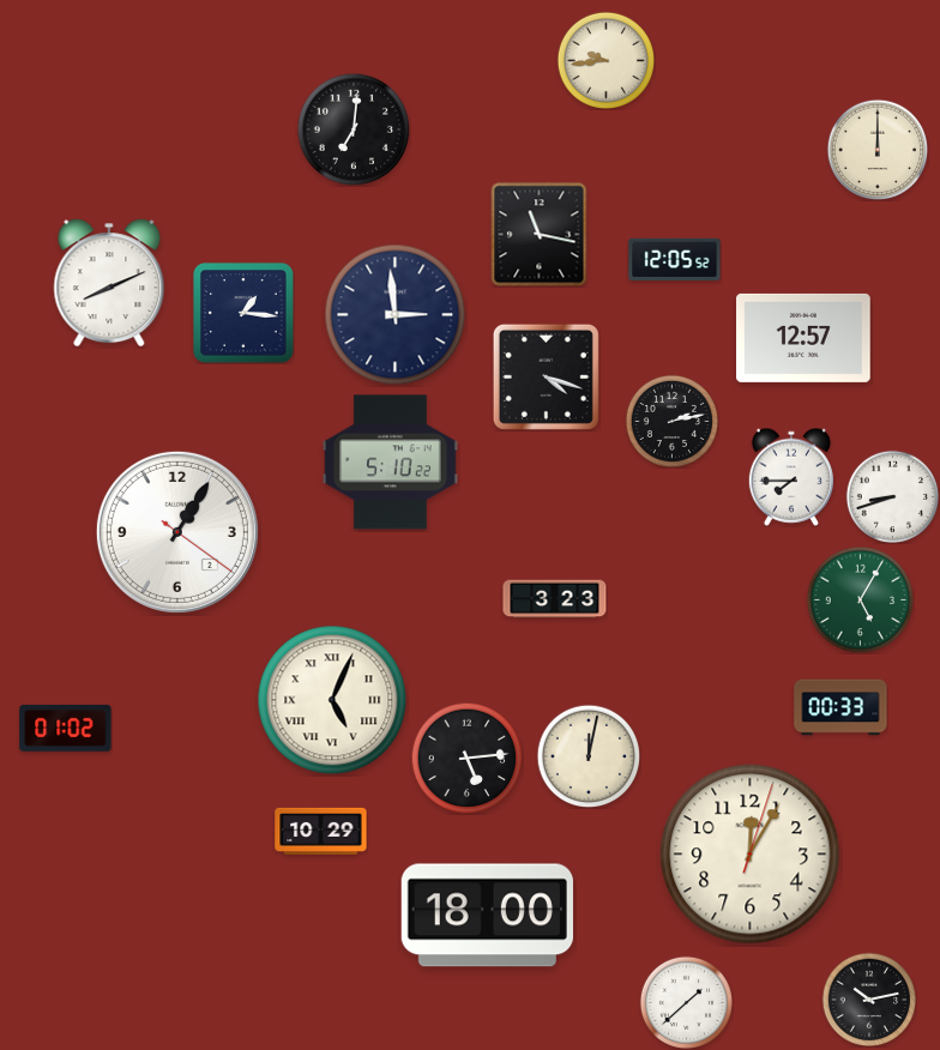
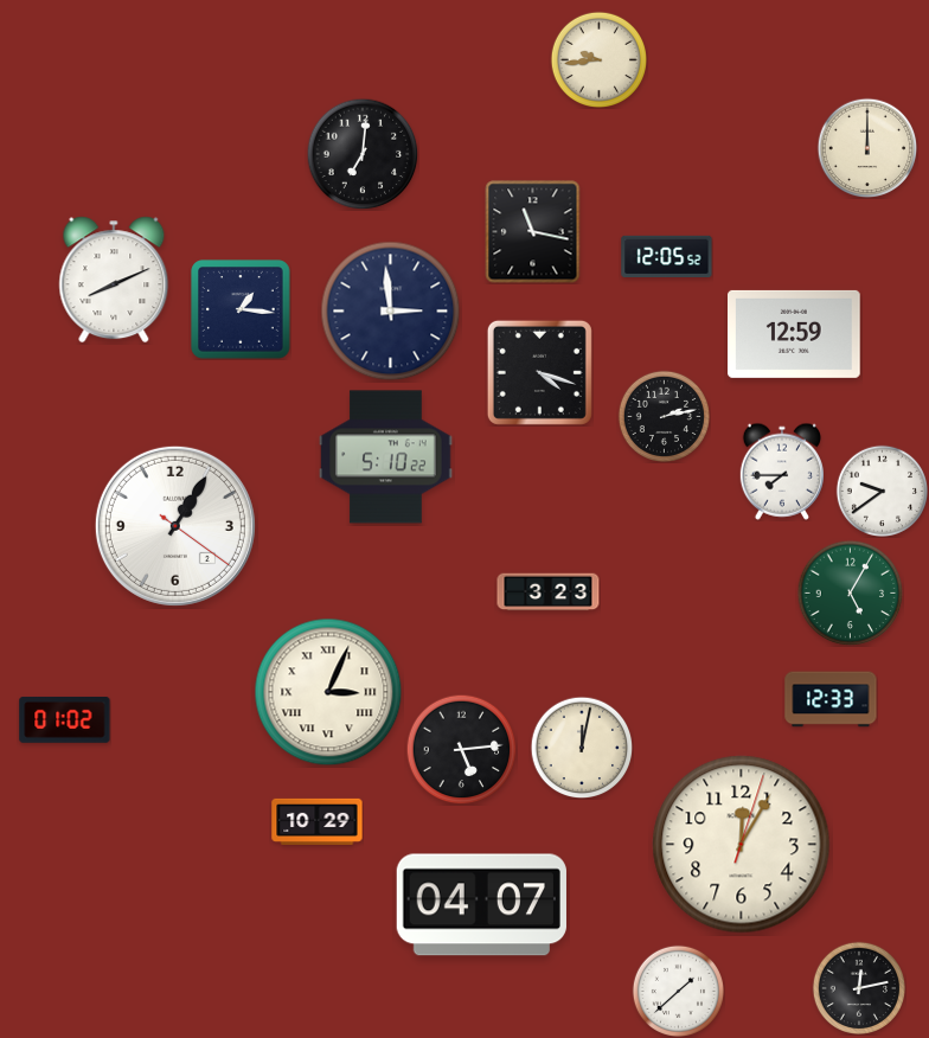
clock at (354, 129) position: (354, 129) -> (363, 154)
clock at (109, 283) position: (109, 283) -> (114, 280)
clock at (805, 338): 12:57 -> 12:59
clock at (892, 496): 8:42 -> 9:39
clock at (332, 700): 5:04 -> 3:04
clock at (840, 707): 00:33 -> 12:33
clock at (487, 916): 18:00 -> 04:07
clock at (868, 998): 10:13 -> 12:13
